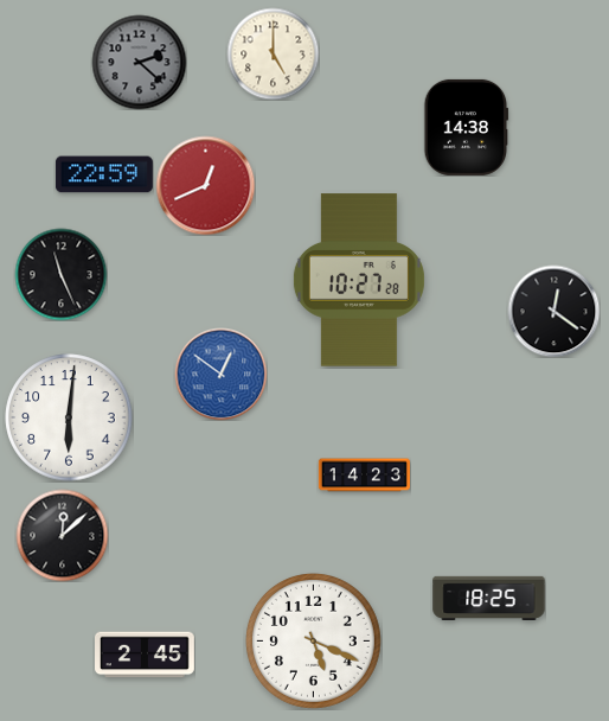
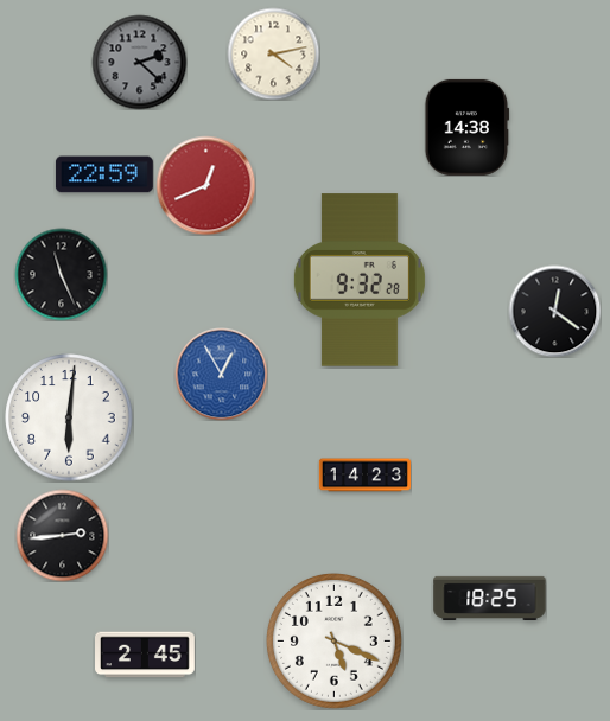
clock at (273, 53): 5:00 -> 4:13
clock at (359, 280): 10:27 -> 9:32
clock at (220, 374): 12:51 -> 12:55
clock at (62, 535): 12:08 -> 2:44
clock at (313, 640) position: (313, 640) -> (333, 640)
